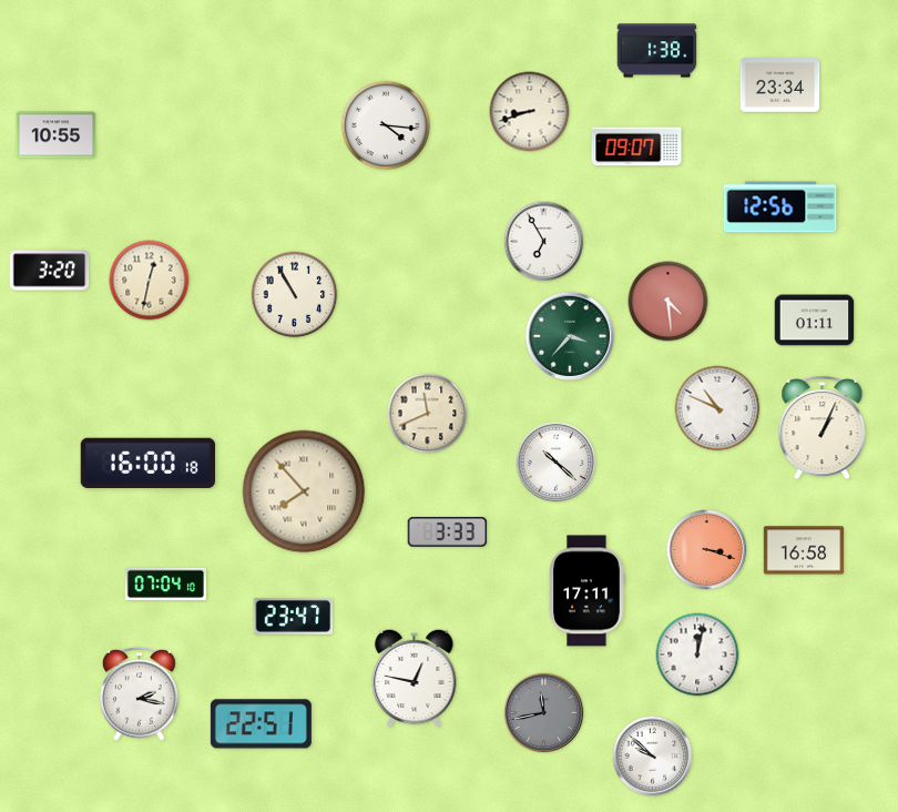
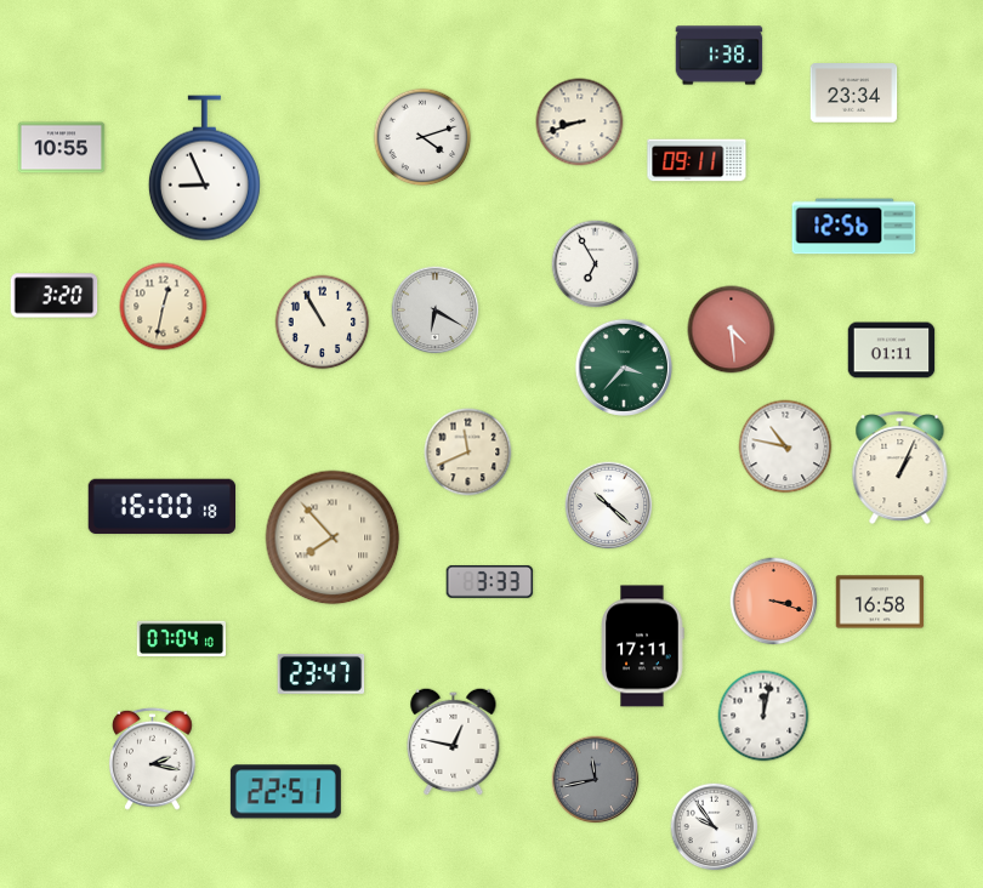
clock at (386, 125): 4:16 -> 4:12
clock at (636, 146): 09:07 -> 09:11
clock at (204, 169): none -> 8:56
clock at (436, 311): none -> 6:20
clock at (717, 408): 10:49 -> 10:47
clock at (653, 757): 9:52 -> 9:54
